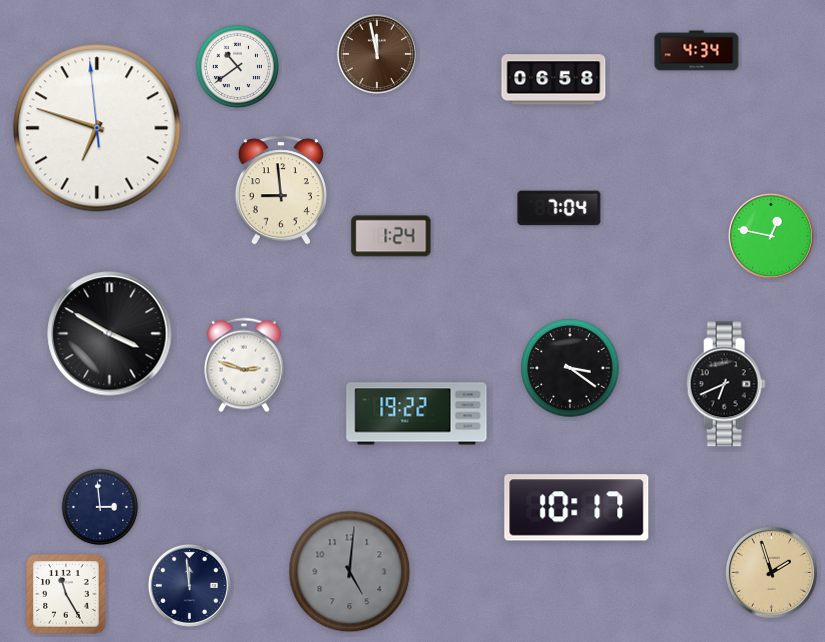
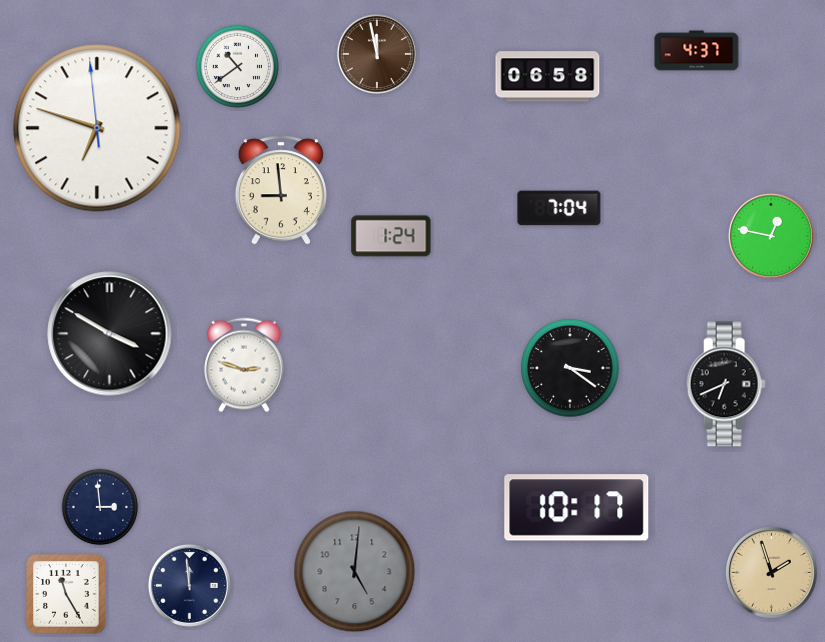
clock at (697, 51): 4:34 -> 4:37
clock at (554, 80) position: (554, 80) -> (548, 77)
clock at (417, 414): 19:22 -> none
clock at (350, 572) position: (350, 572) -> (355, 572)
